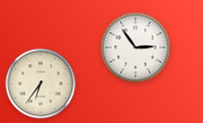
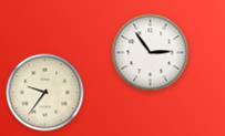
clock at (41, 84): 6:36 -> 9:36
